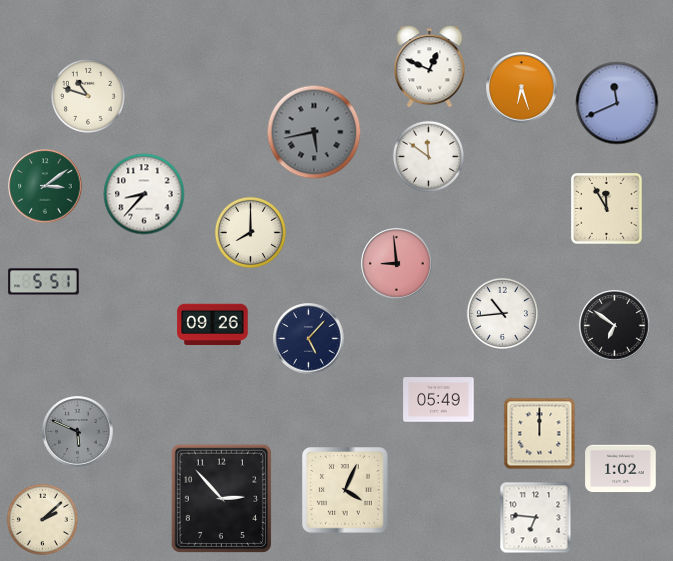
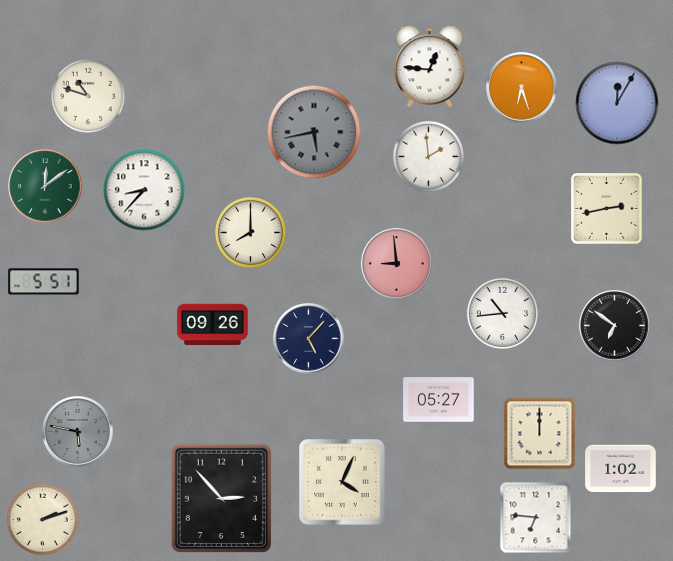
clock at (430, 67): 12:49 -> 12:46
clock at (617, 103): 11:41 -> 12:05
clock at (428, 156): 11:51 -> 1:59
clock at (45, 186): 3:09 -> 12:09
clock at (144, 194) position: (144, 194) -> (144, 190)
clock at (607, 209): 11:55 -> 2:43
clock at (439, 400): 05:49 -> 05:27
clock at (78, 432): 5:49 -> 5:47
clock at (345, 490) position: (345, 490) -> (342, 482)
clock at (42, 519): 2:08 -> 2:12
